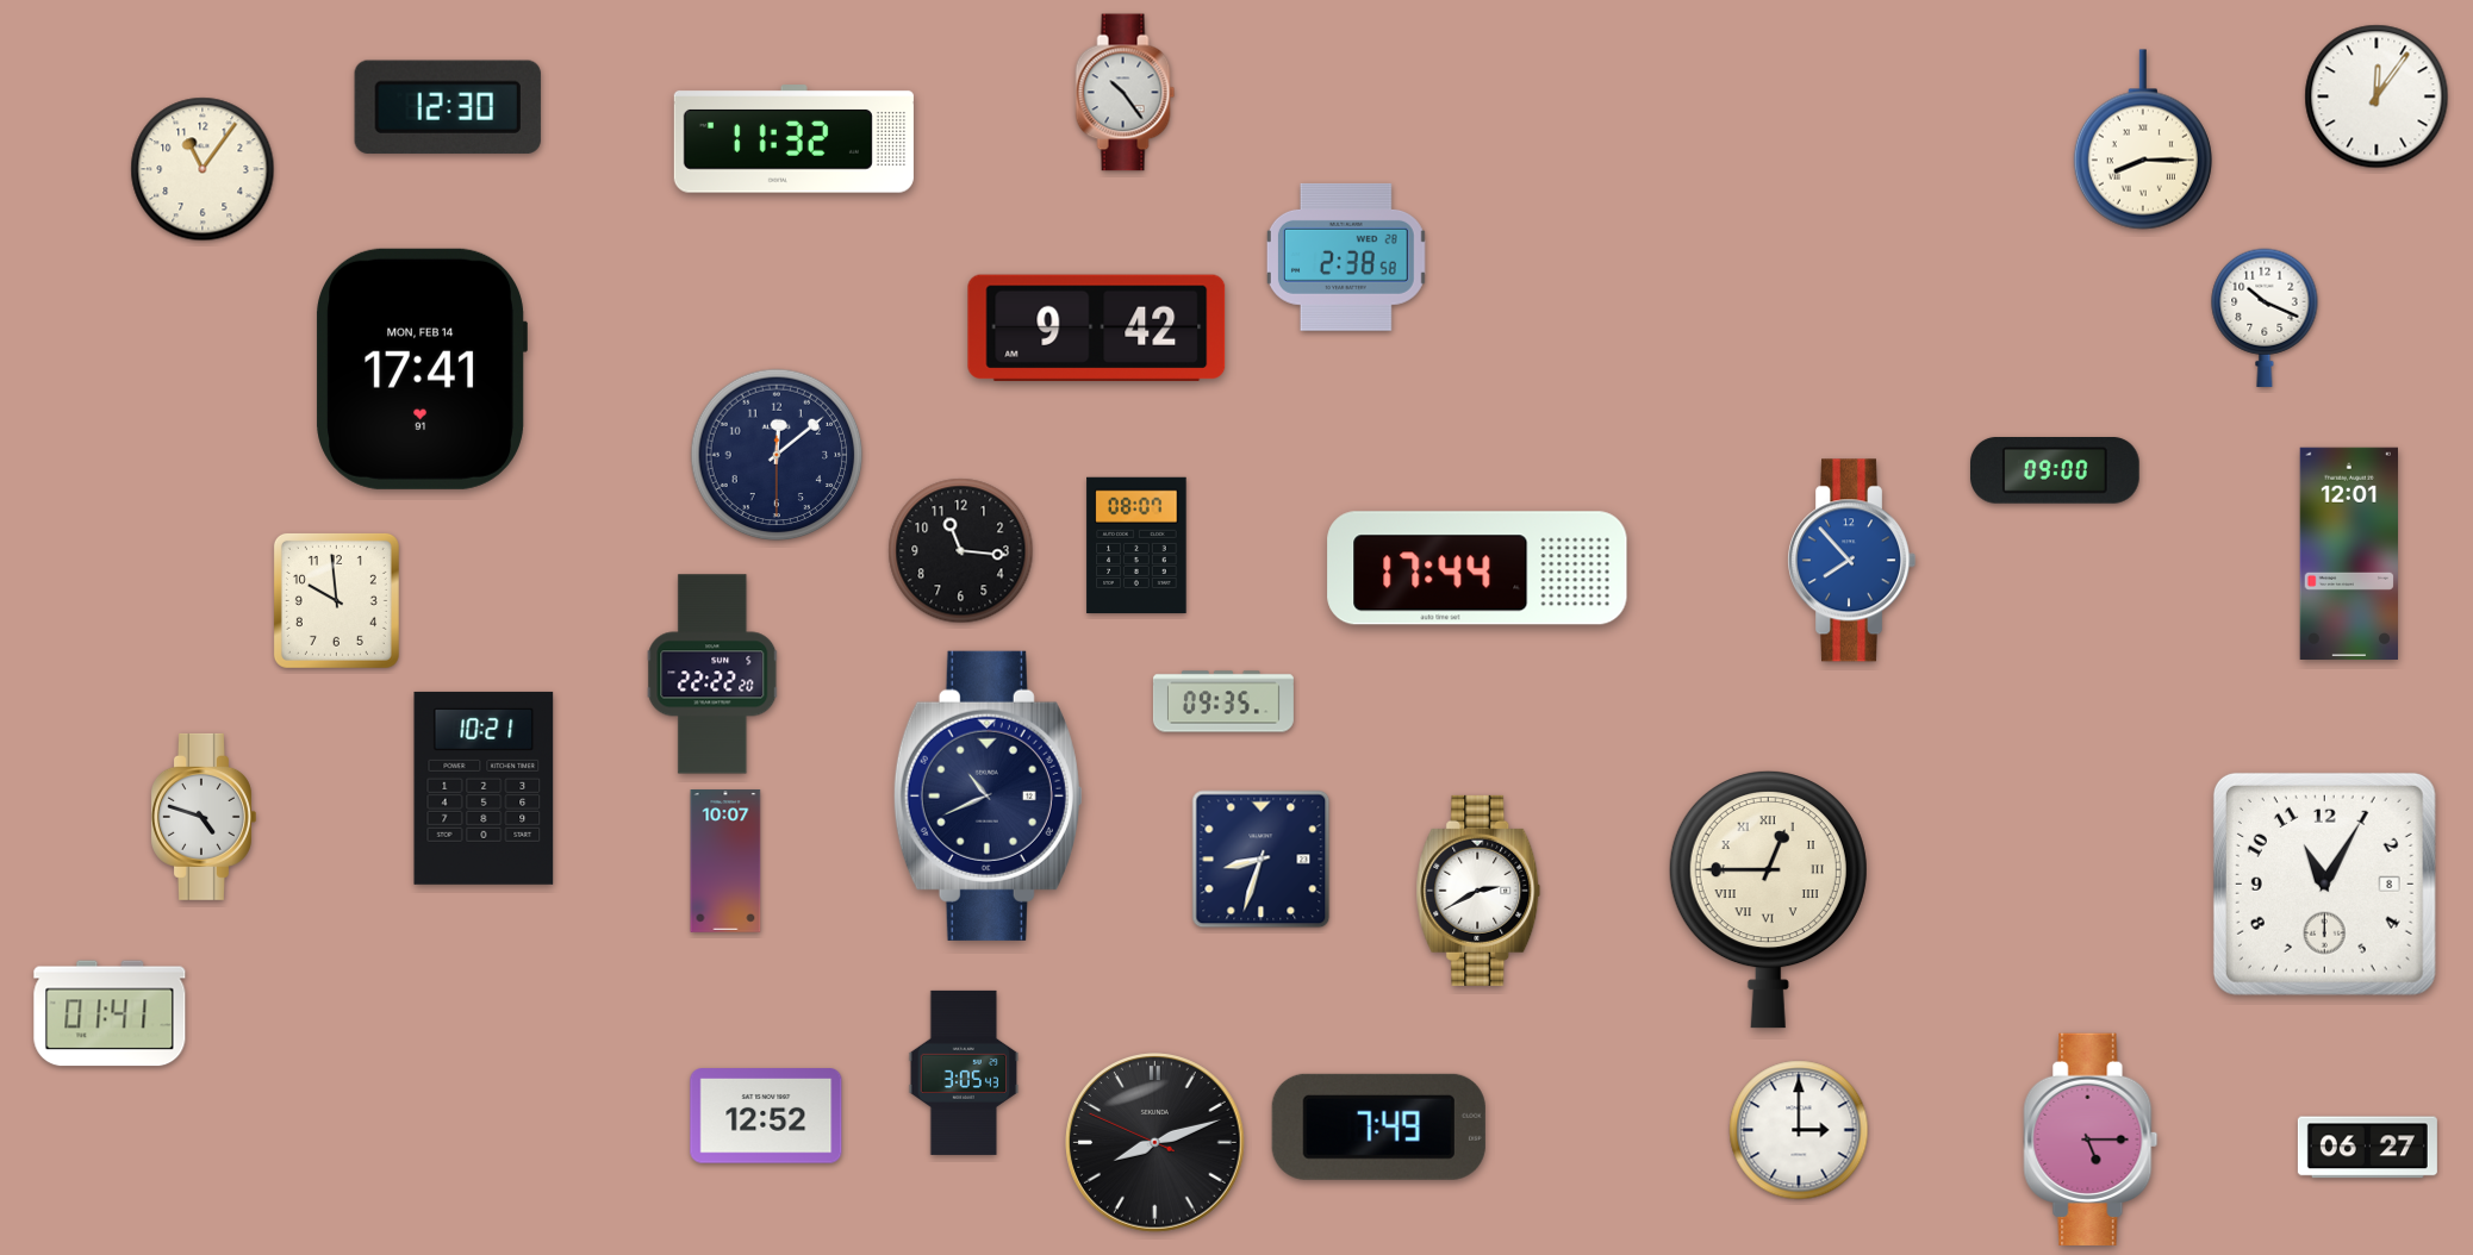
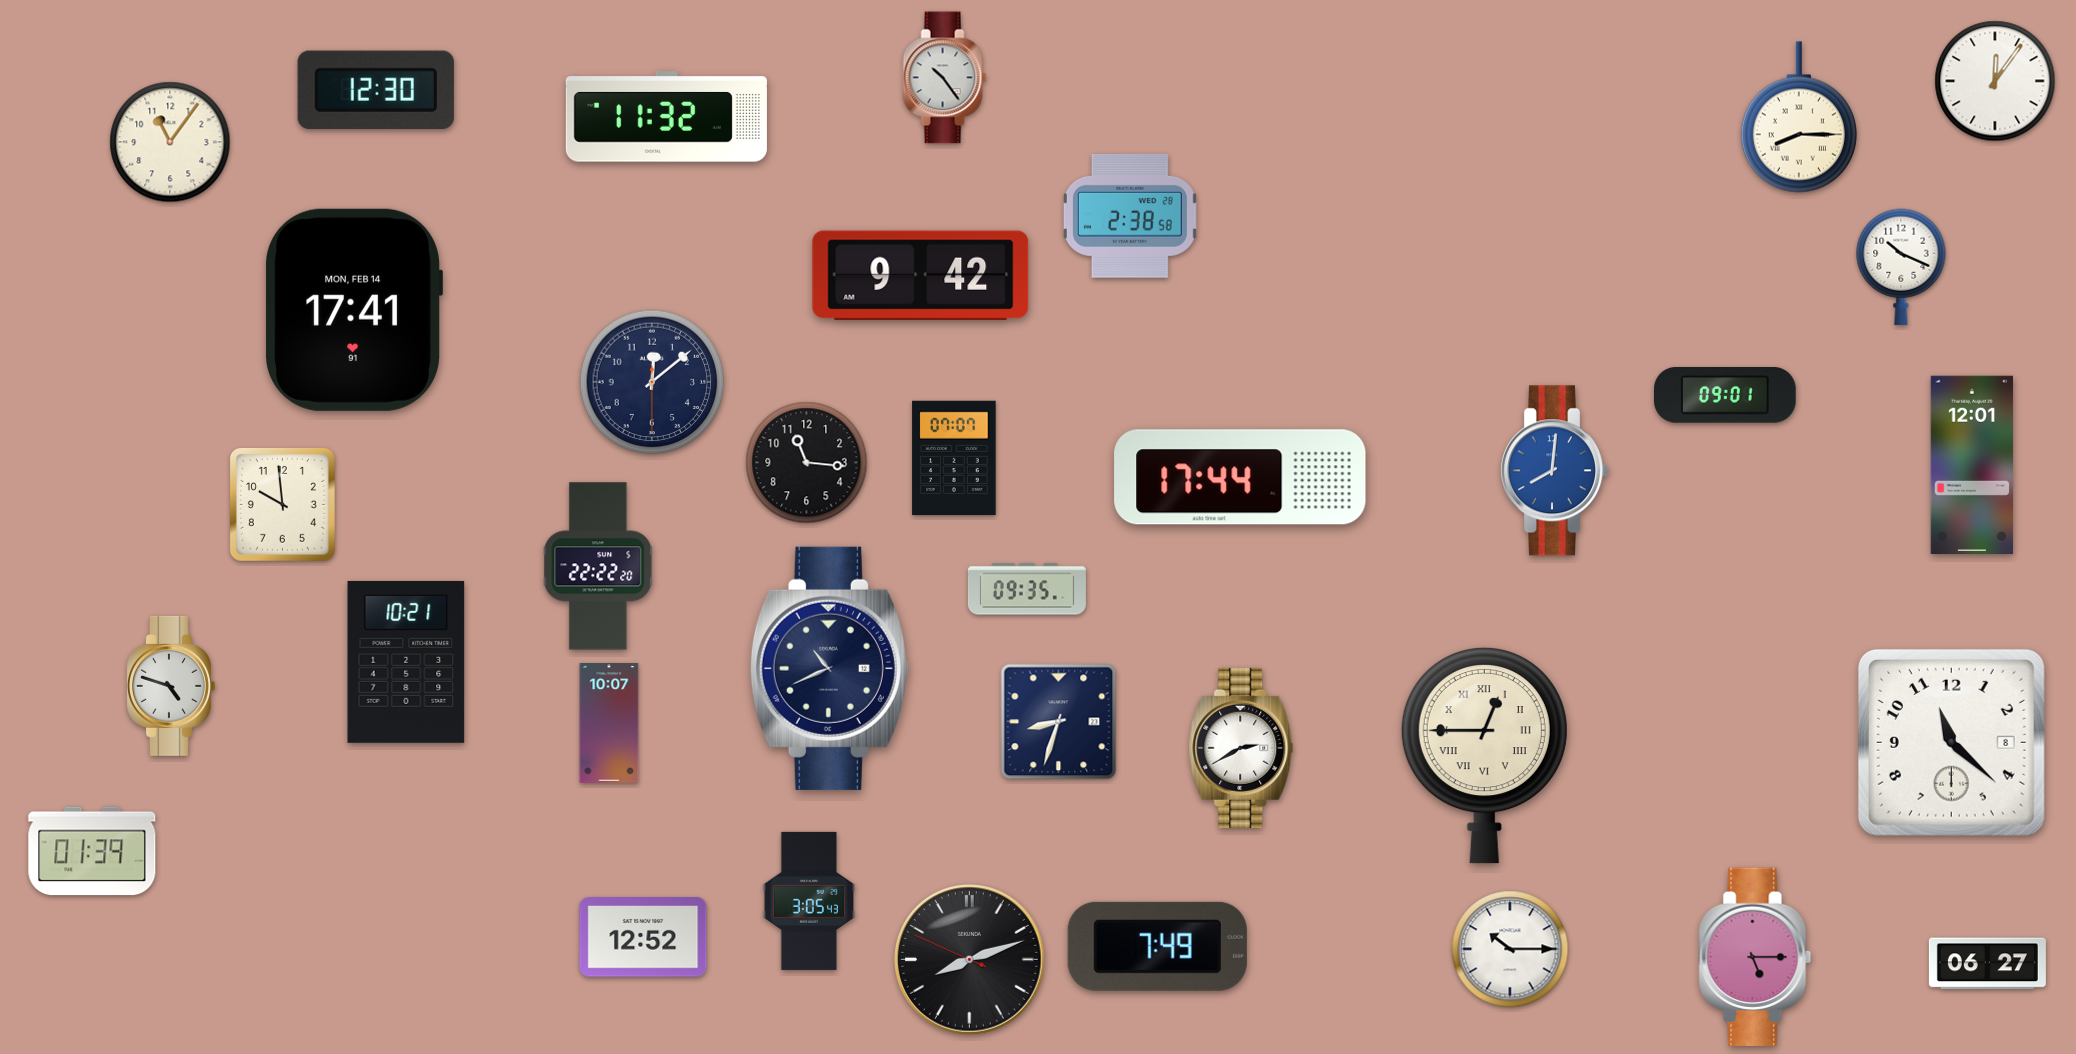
clock at (2056, 472): 09:00 -> 09:01
clock at (1136, 545): 08:07 -> 07:07
clock at (1852, 561): 7:53 -> 8:01
clock at (2324, 884): 11:05 -> 11:22
clock at (110, 1013): 01:41 -> 01:39
clock at (1799, 1130): 3:00 -> 10:15
